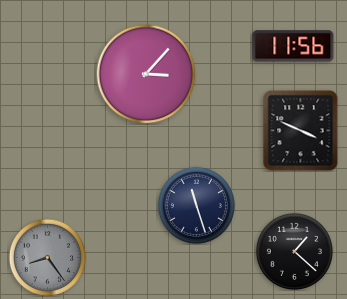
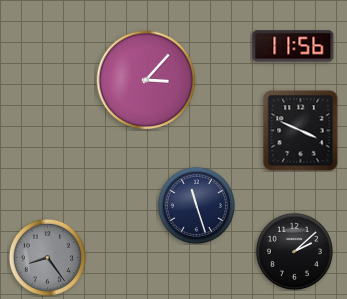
clock at (146, 74) position: (146, 74) -> (146, 80)
clock at (294, 251): 1:22 -> 2:08
